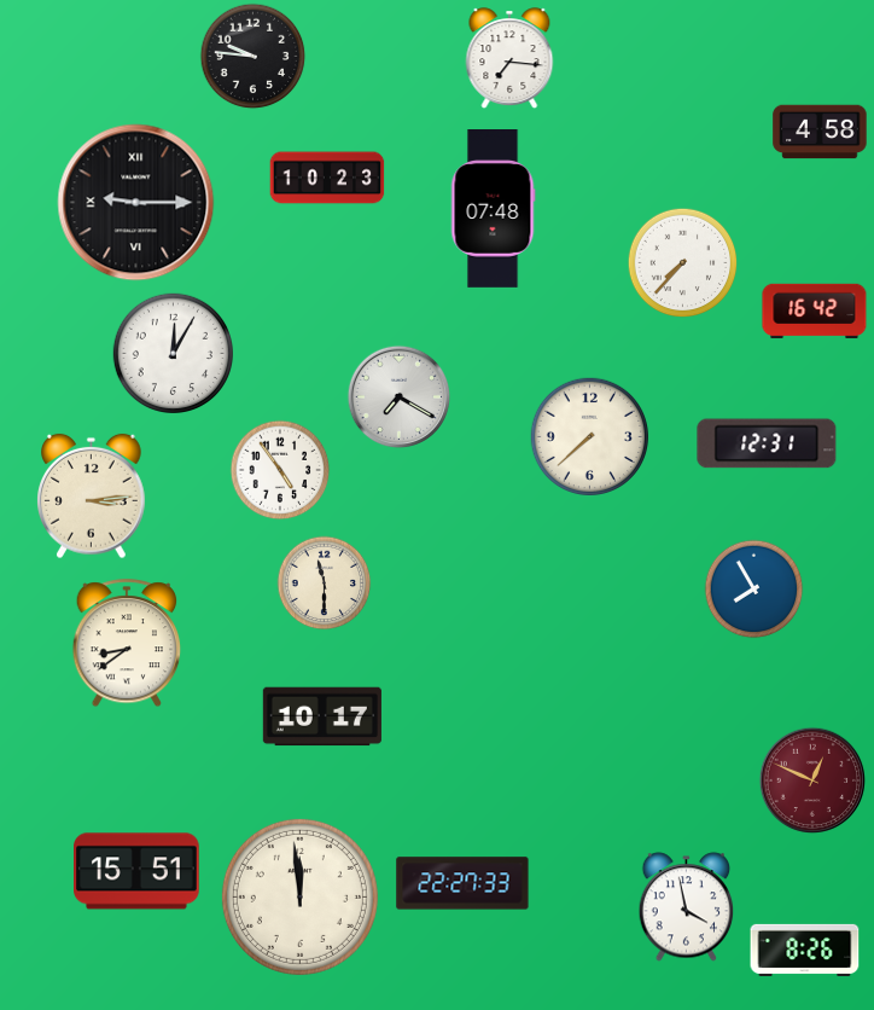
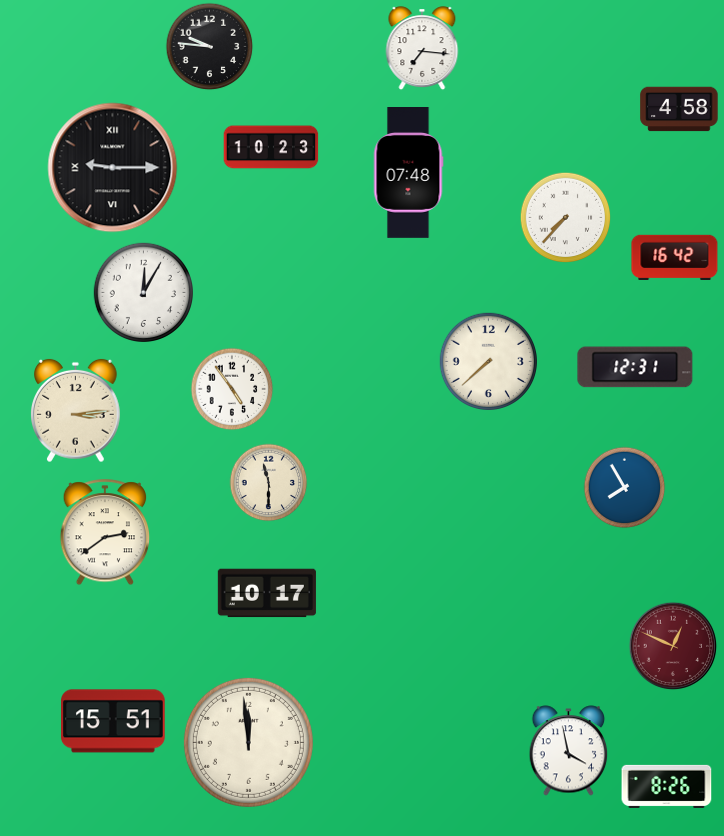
clock at (400, 397): 7:20 -> none
clock at (127, 644): 8:39 -> 2:39
clock at (462, 883): 22:27 -> none
